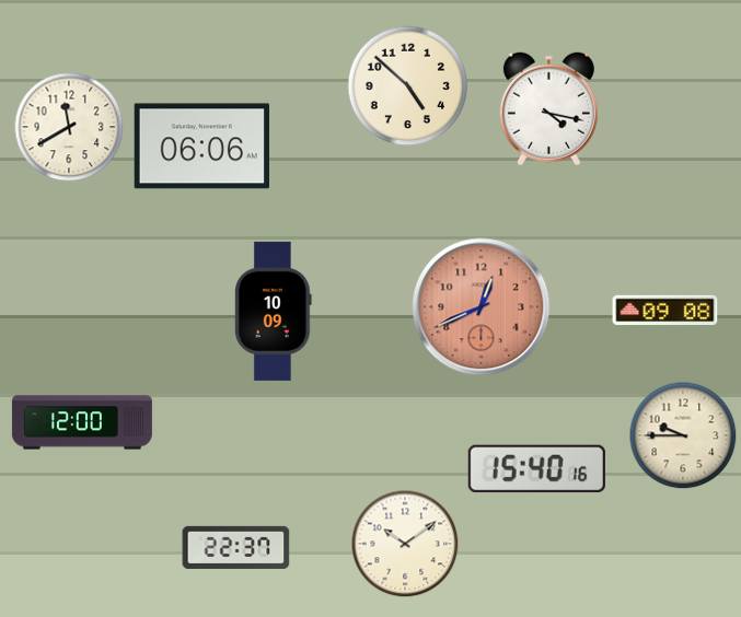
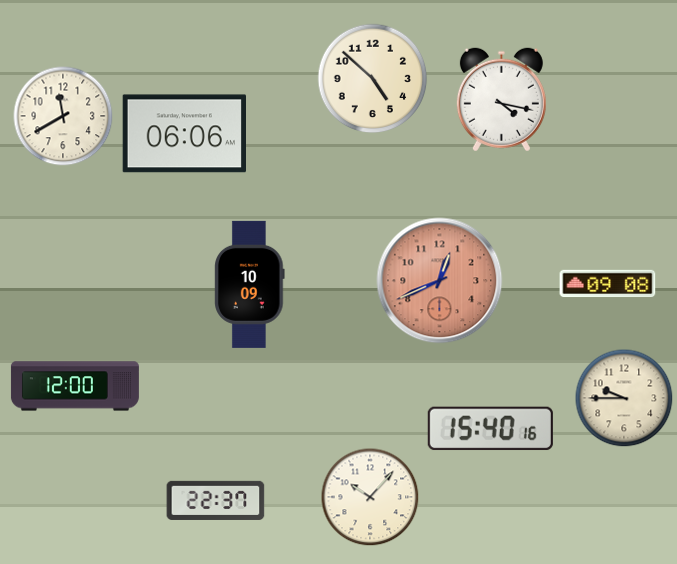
clock at (405, 544): 10:09 -> 10:07
